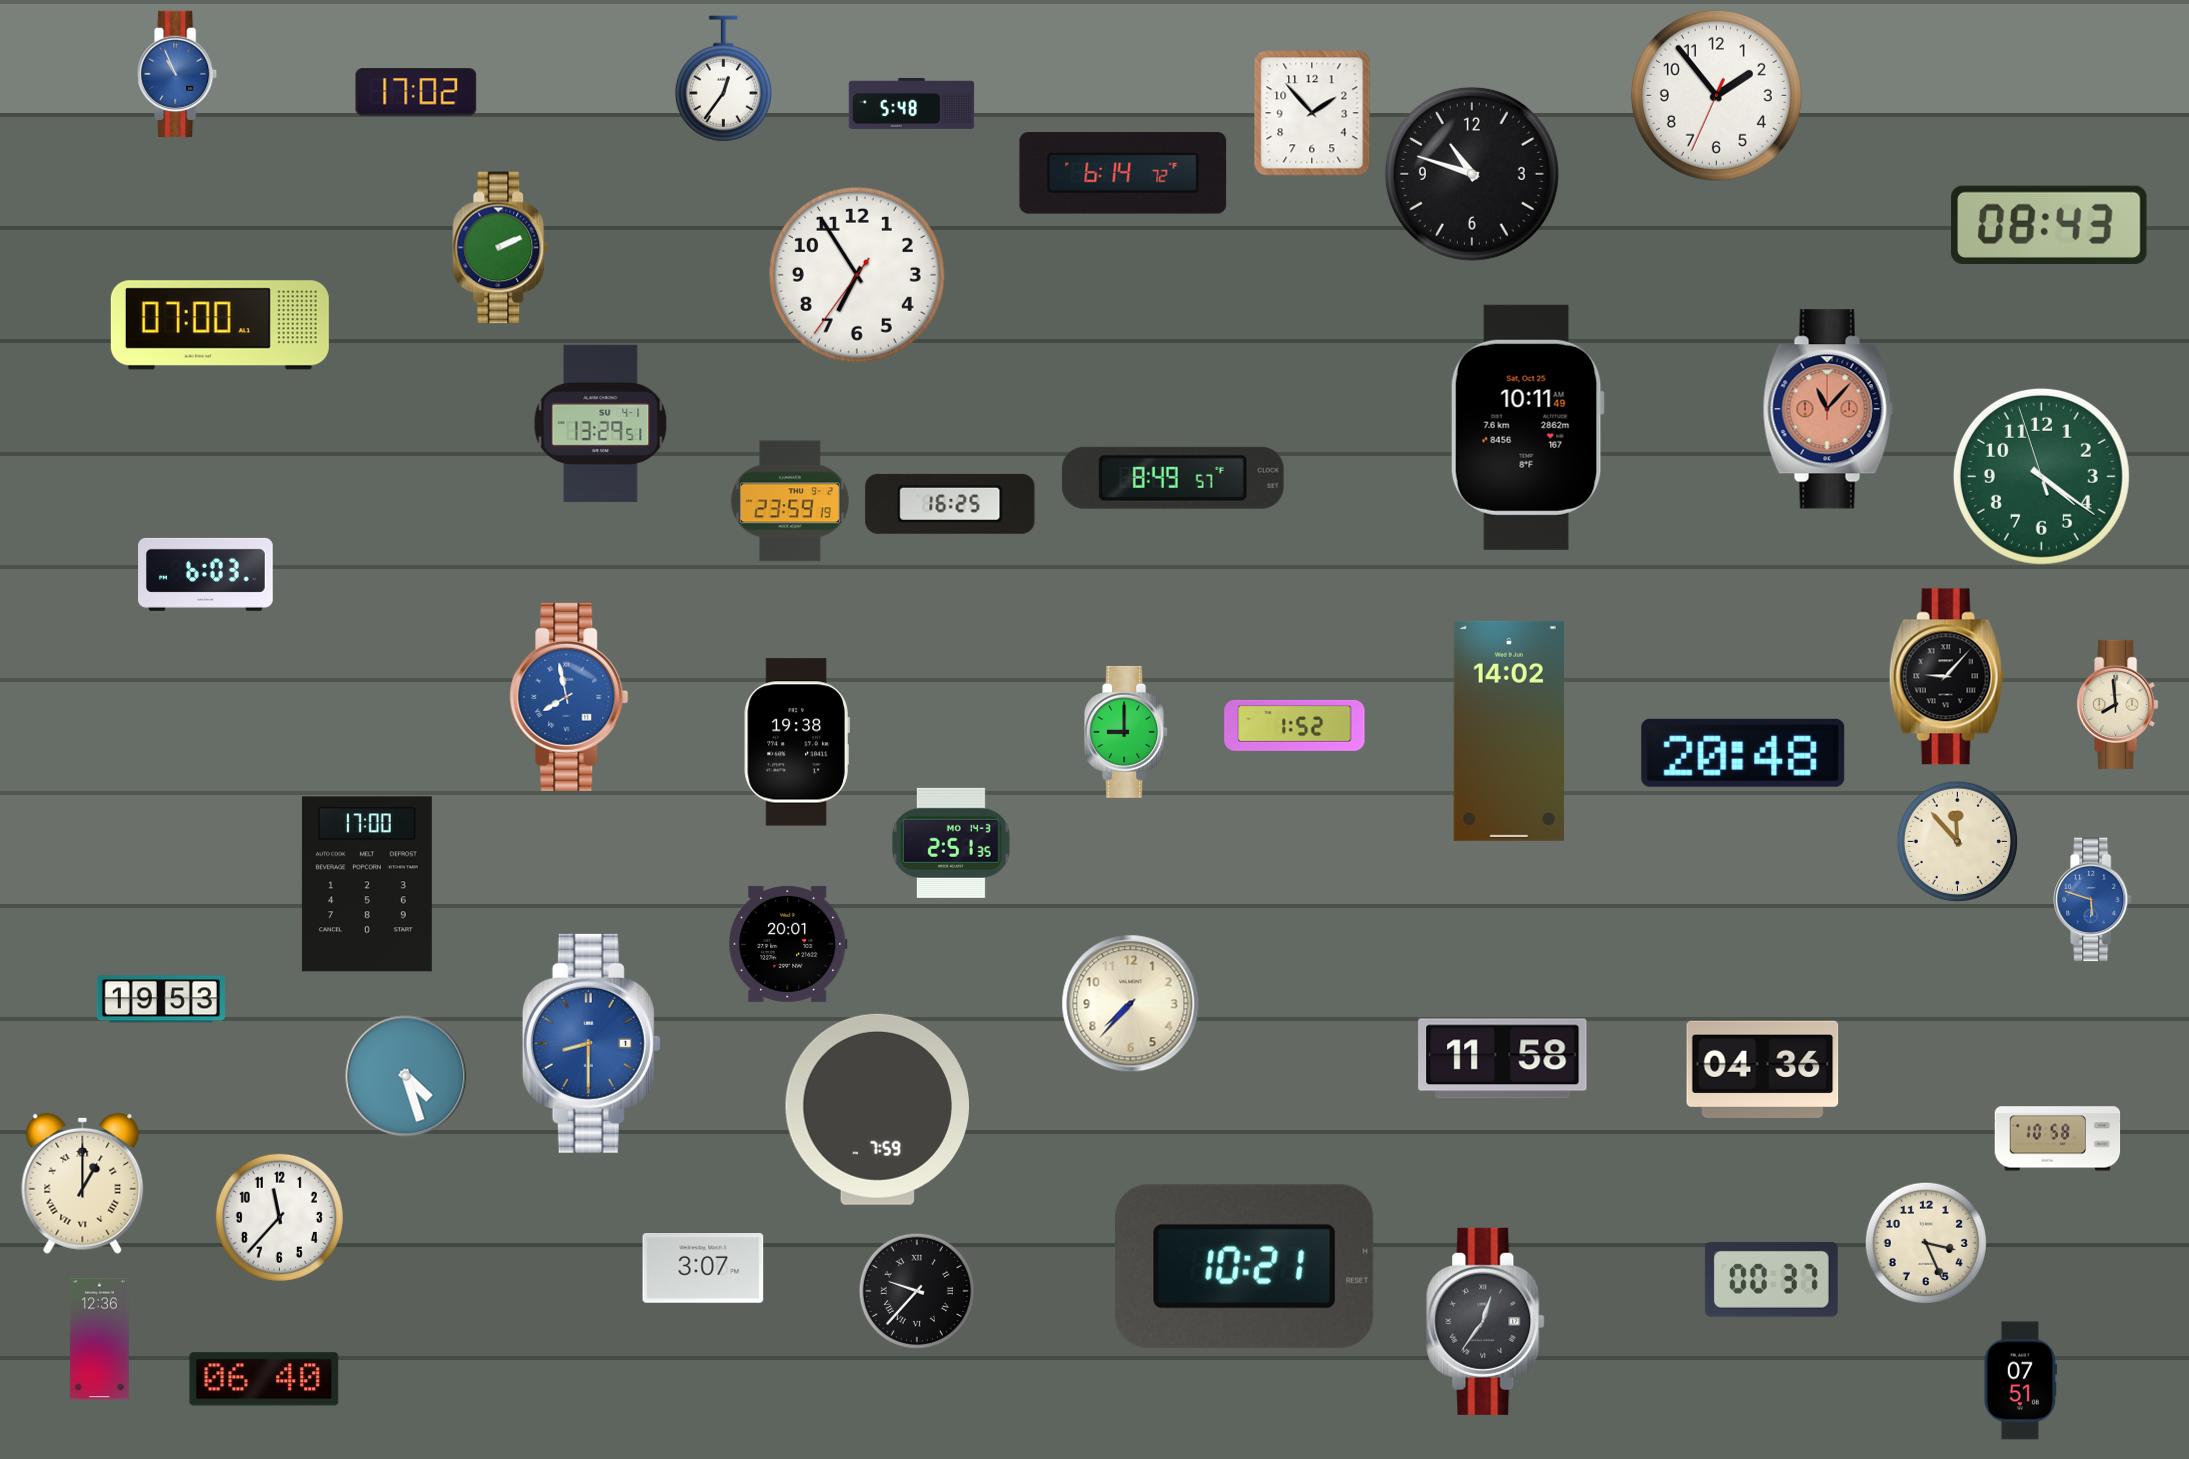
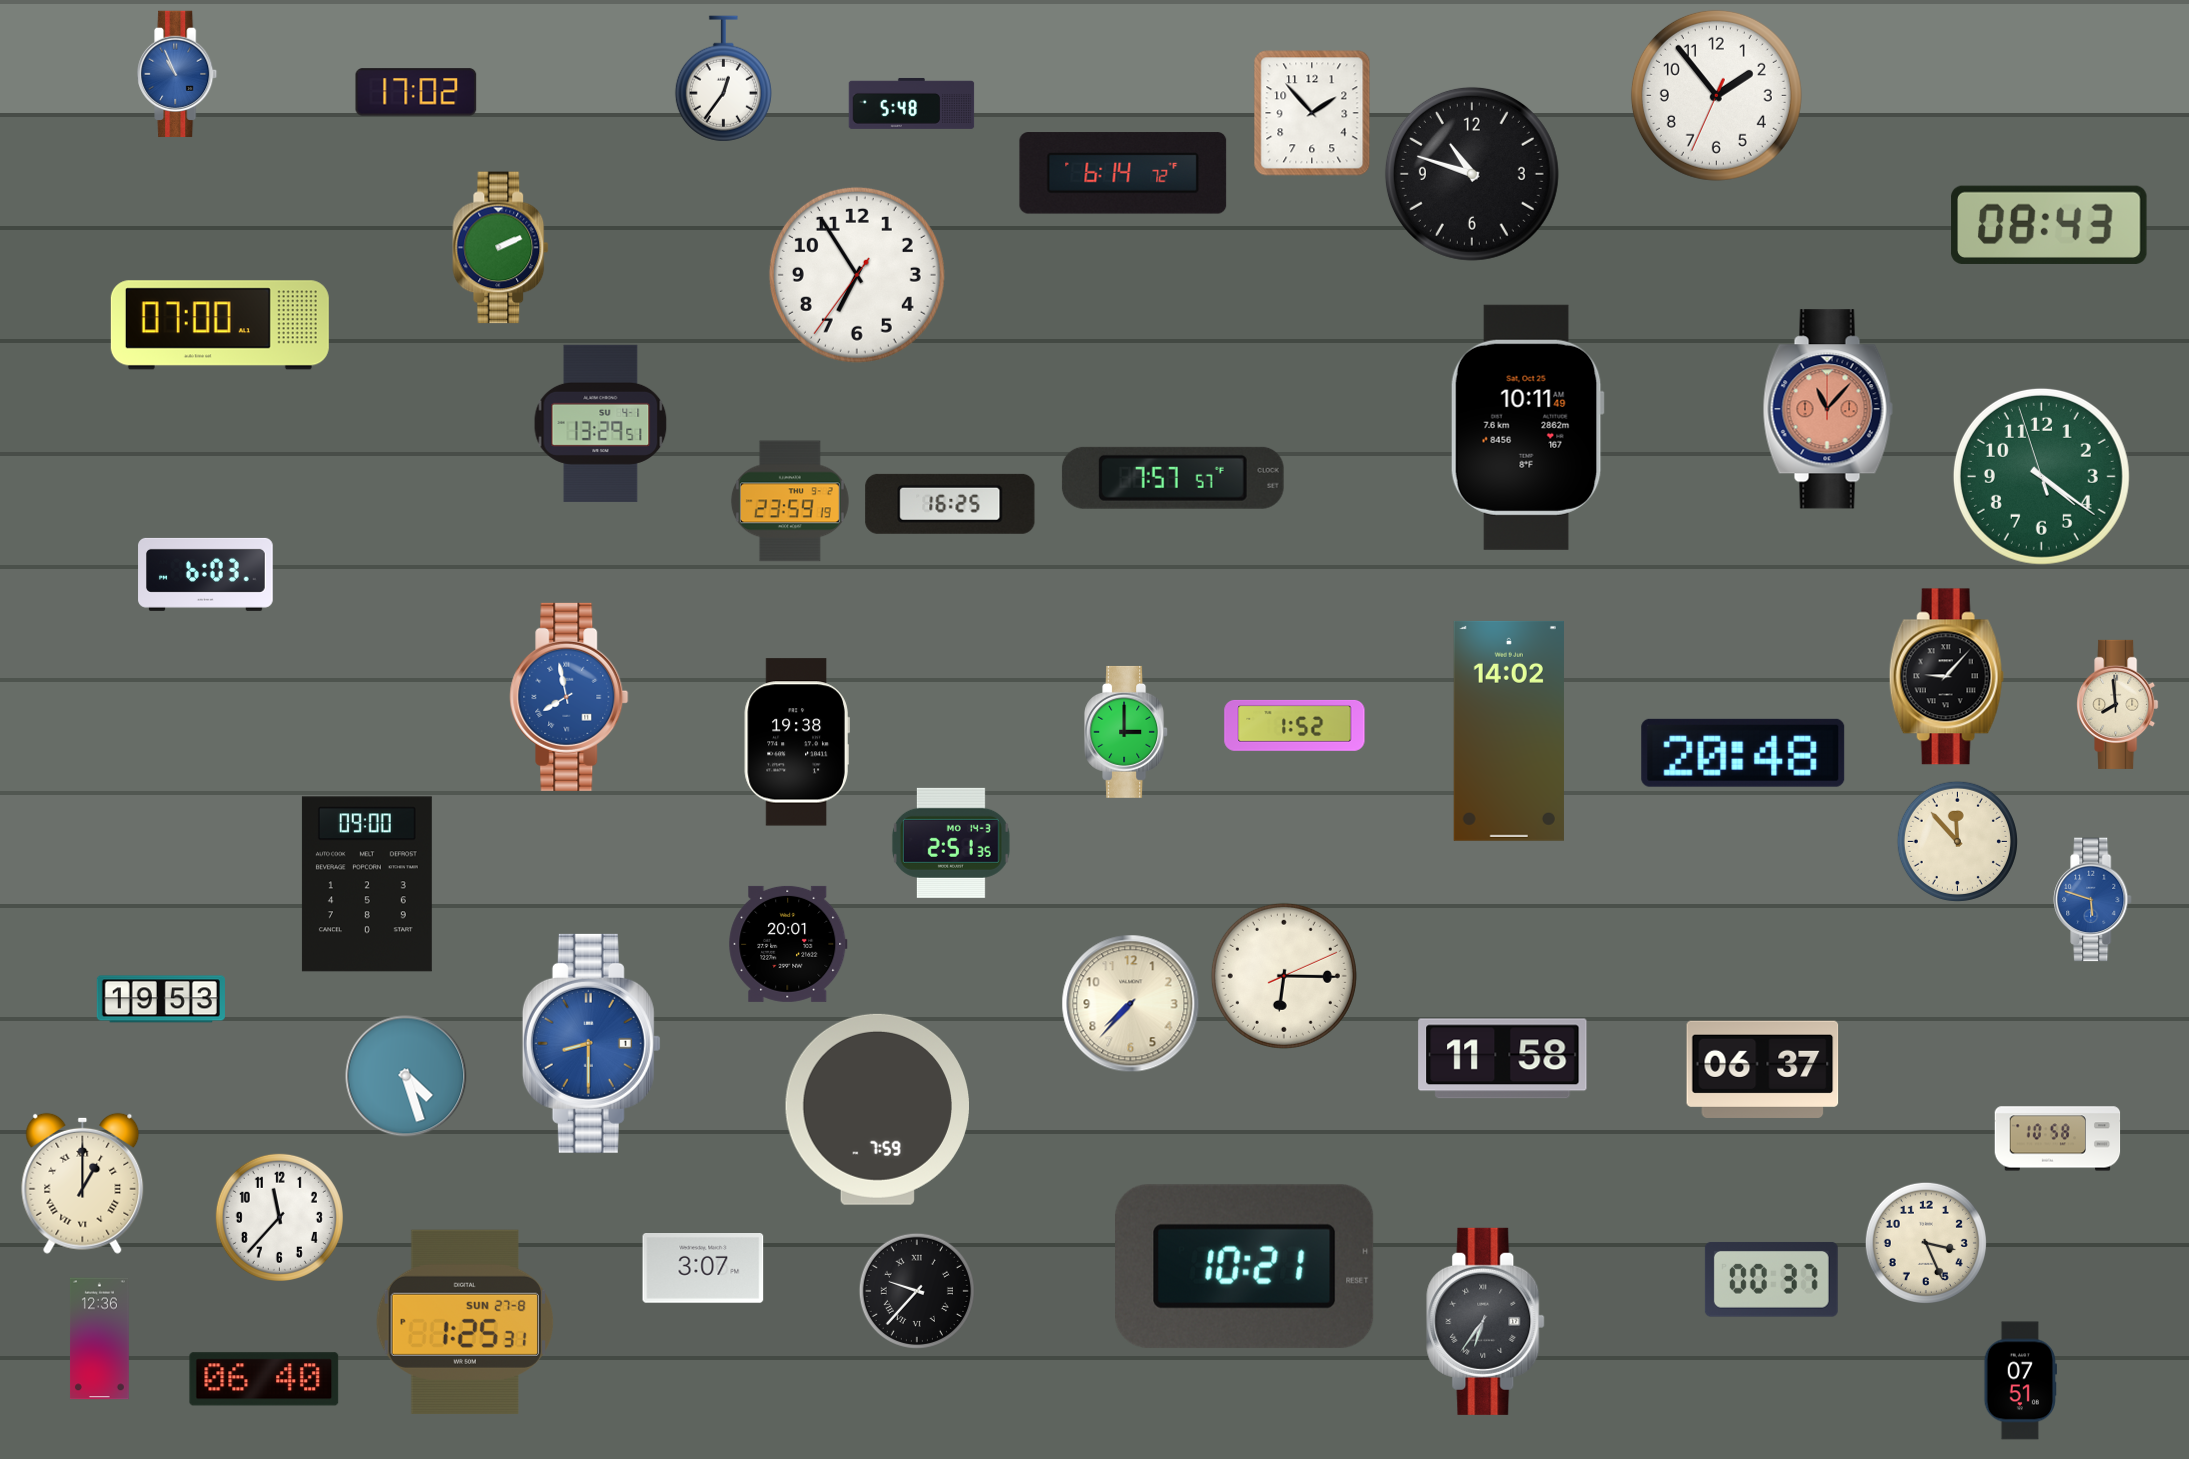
clock at (1173, 478): 8:49 -> 7:57
clock at (1127, 732): 9:00 -> 3:00
clock at (367, 884): 17:00 -> 09:00
clock at (1284, 976): none -> 6:15
clock at (1763, 1069): 04:36 -> 06:37
clock at (1486, 1321): 12:36 -> 6:36
clock at (465, 1322): none -> 1:25
